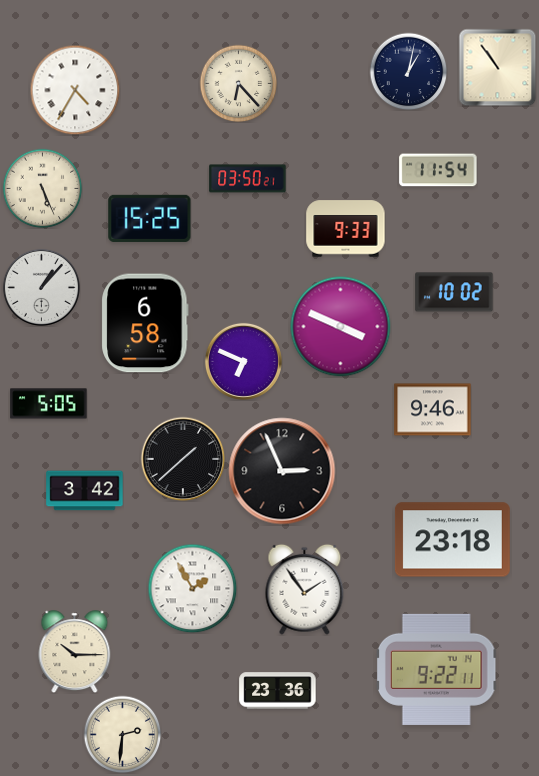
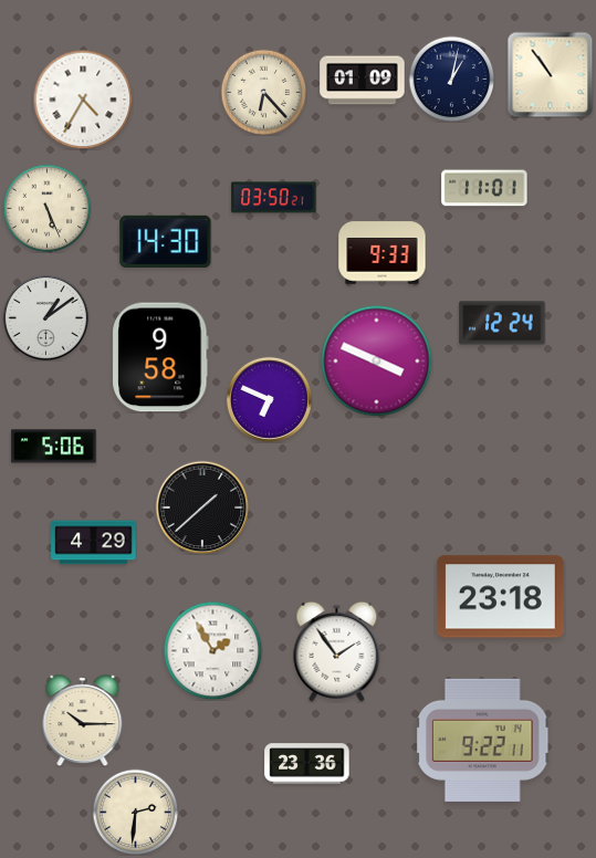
clock at (363, 81): none -> 01:09
clock at (438, 170): 11:54 -> 11:01
clock at (150, 218): 15:25 -> 14:30
clock at (41, 287): 1:07 -> 1:09
clock at (454, 292): 10:02 -> 12:24
clock at (145, 323): 6:58 -> 9:58
clock at (49, 404): 5:05 -> 5:06
clock at (433, 410): 9:46 -> none
clock at (282, 471): 2:56 -> none
clock at (85, 491): 3:42 -> 4:29
